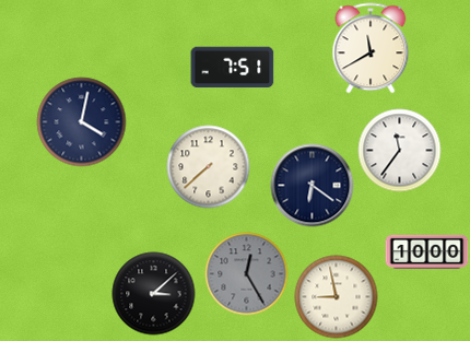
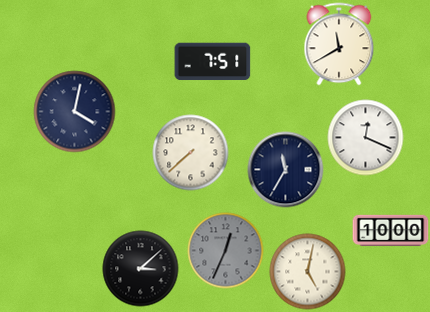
clock at (400, 151): 11:36 -> 12:19
clock at (313, 186): 6:21 -> 11:35
clock at (247, 274): 12:25 -> 12:34
clock at (337, 297): 8:58 -> 5:02
